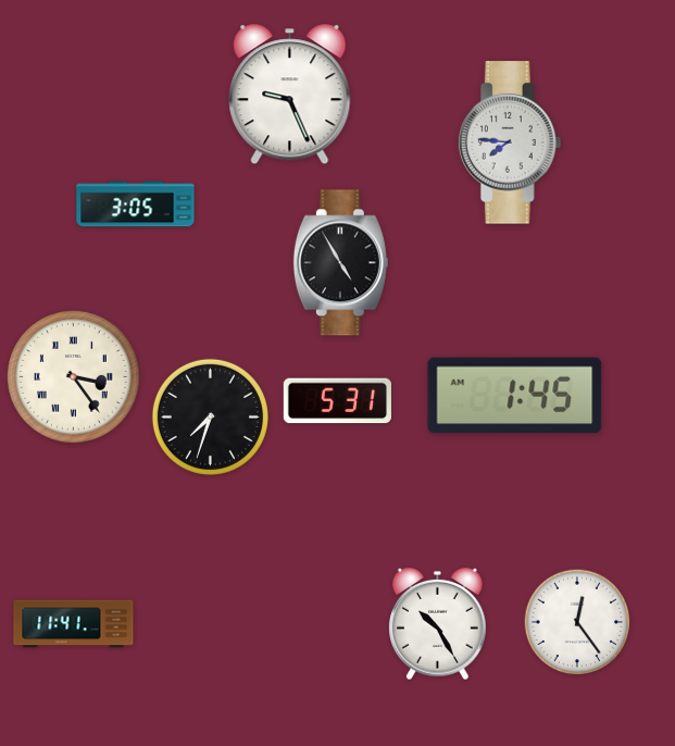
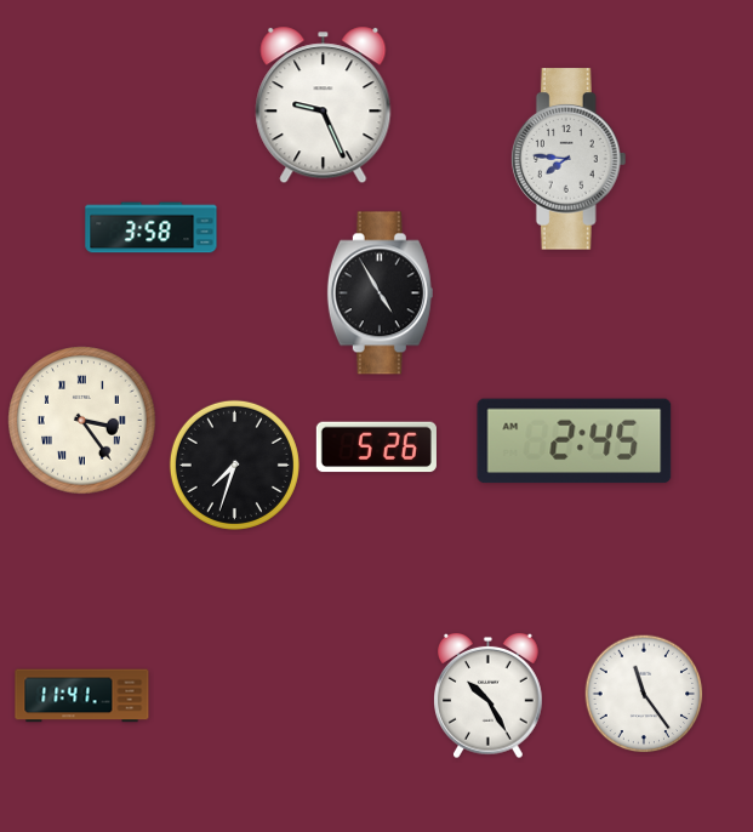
clock at (136, 204): 3:05 -> 3:58
clock at (515, 396): 1:45 -> 2:45
clock at (337, 401): 5:31 -> 5:26
clock at (577, 622): 12:24 -> 11:24
